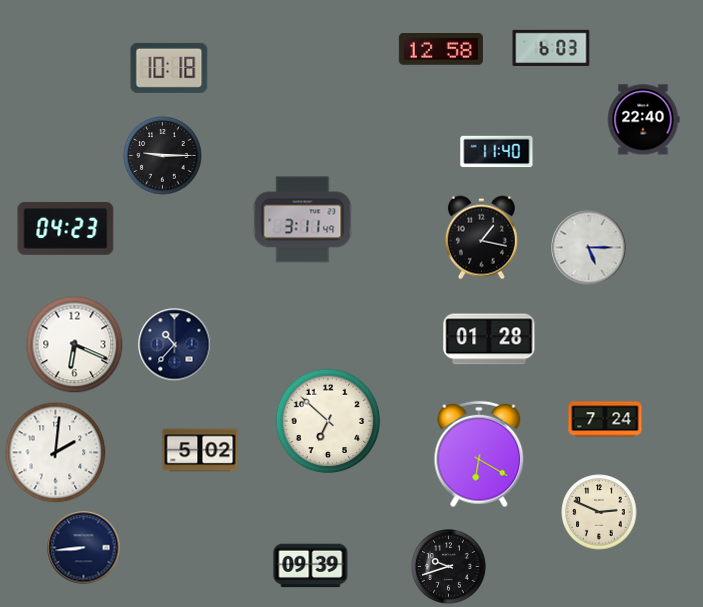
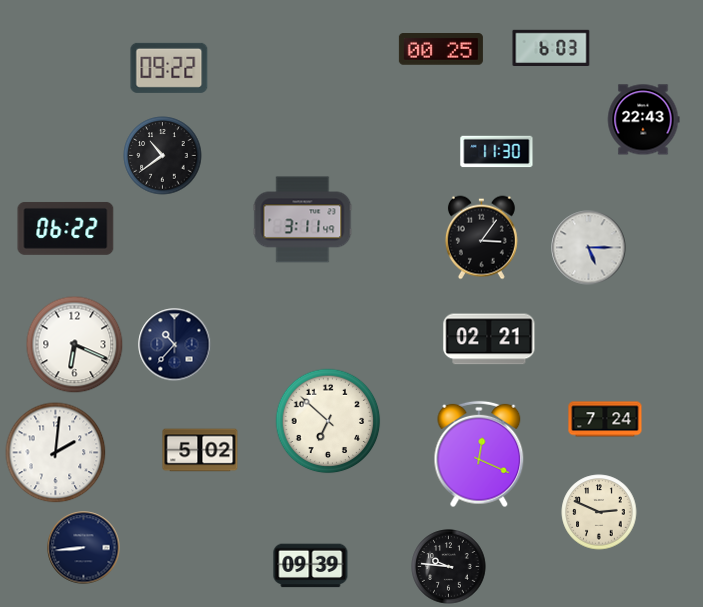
clock at (441, 49): 12:58 -> 00:25
clock at (169, 68): 10:18 -> 09:22
clock at (643, 120): 22:40 -> 22:43
clock at (497, 152): 11:40 -> 11:30
clock at (163, 156): 9:15 -> 10:39
clock at (66, 229): 04:23 -> 06:22
clock at (481, 238): 1:17 -> 3:06
clock at (489, 339): 01:28 -> 02:21
clock at (479, 454): 6:20 -> 12:19
clock at (449, 567): 9:42 -> 9:46
